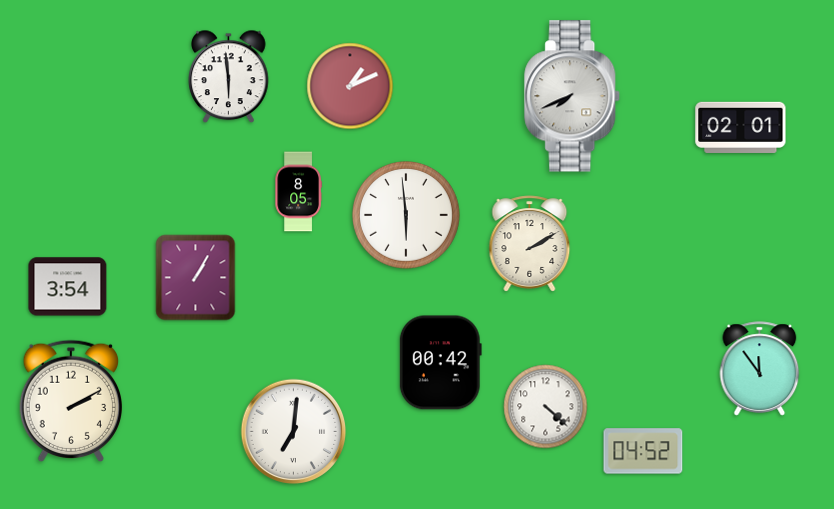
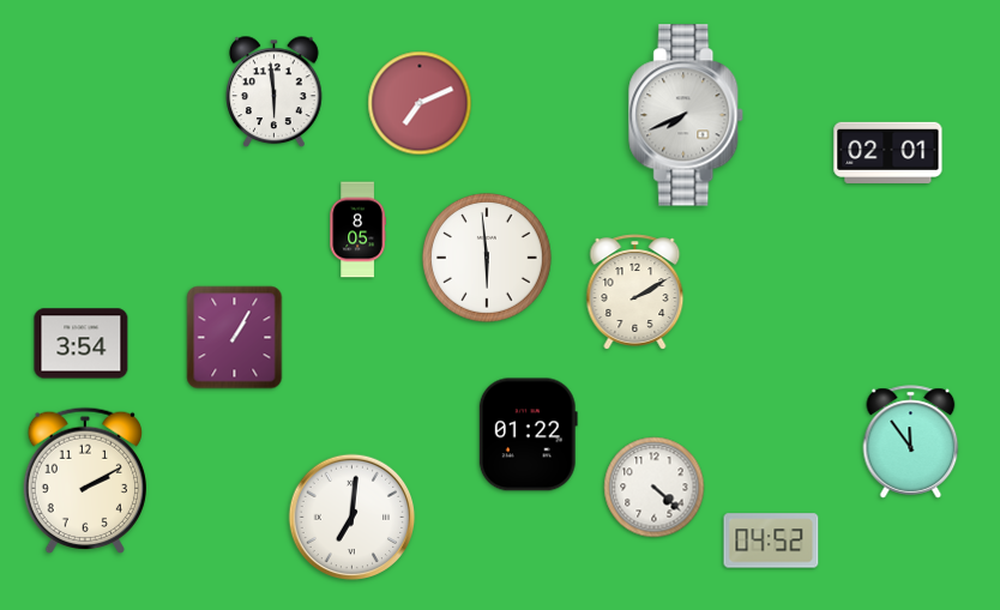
clock at (350, 86): 1:11 -> 7:11
clock at (196, 278) position: (196, 278) -> (235, 338)
clock at (440, 363): 00:42 -> 01:22
